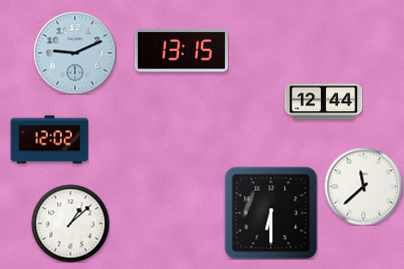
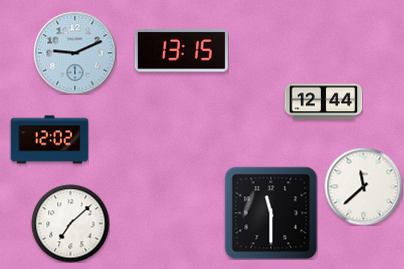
clock at (271, 213): 6:30 -> 11:30
clock at (70, 223): 1:08 -> 7:08
